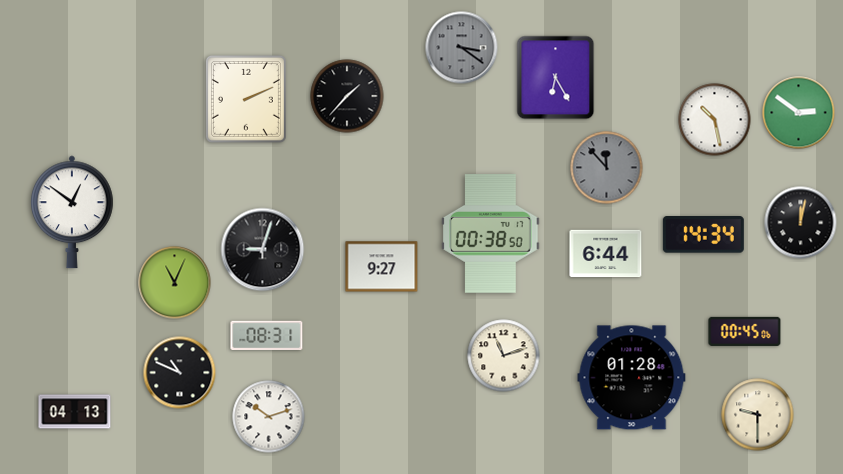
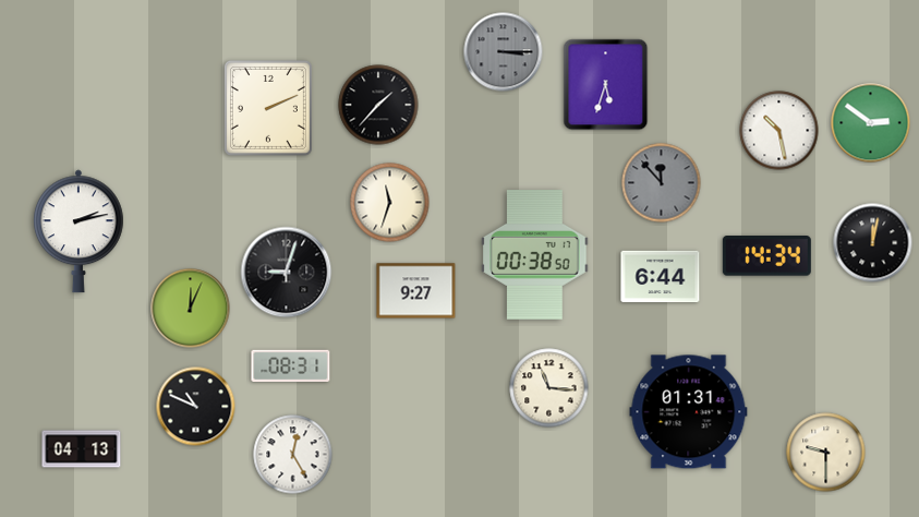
clock at (462, 48): 3:21 -> 3:15
clock at (556, 78): 6:25 -> 5:33
clock at (390, 203): none -> 11:33
clock at (72, 212): 12:51 -> 2:13
clock at (175, 283): 11:04 -> 12:04
clock at (745, 331): 00:45 -> none
clock at (504, 356): 11:12 -> 11:16
clock at (632, 378): 01:28 -> 01:31
clock at (269, 417): 10:12 -> 12:25
